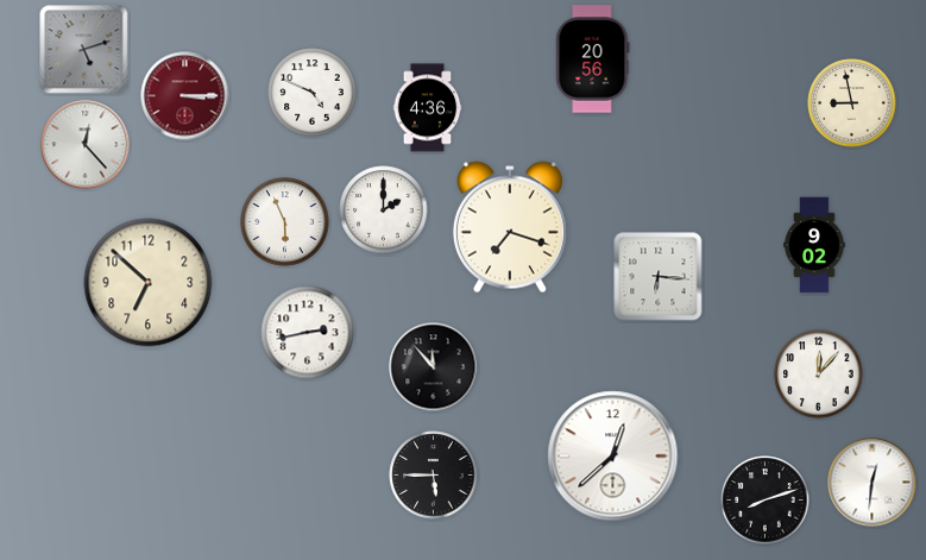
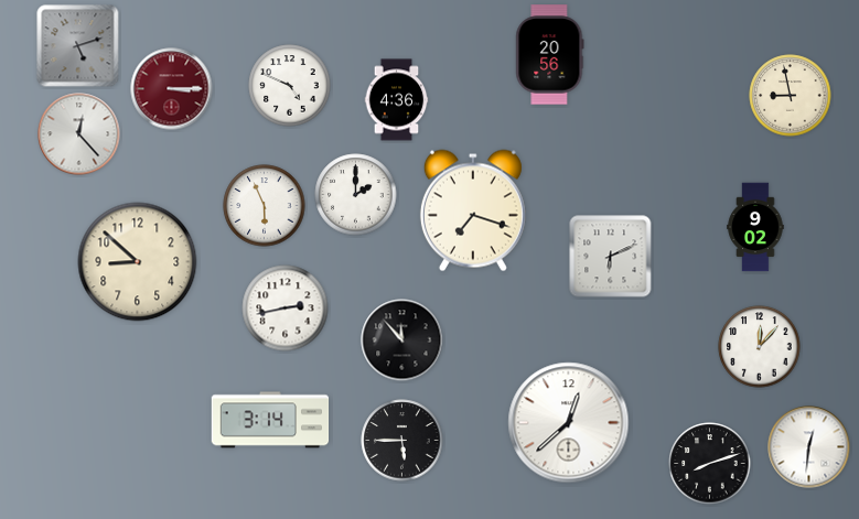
clock at (659, 277): 6:16 -> 6:11
clock at (149, 283): 6:52 -> 8:52
clock at (270, 420): none -> 3:14
